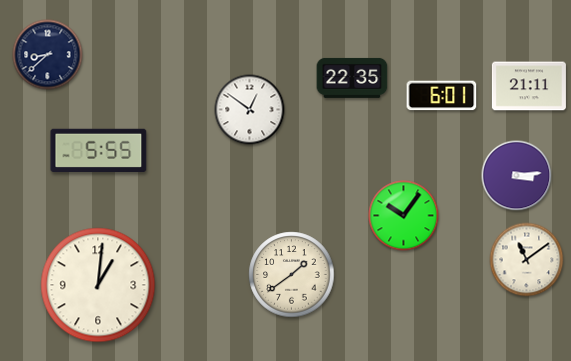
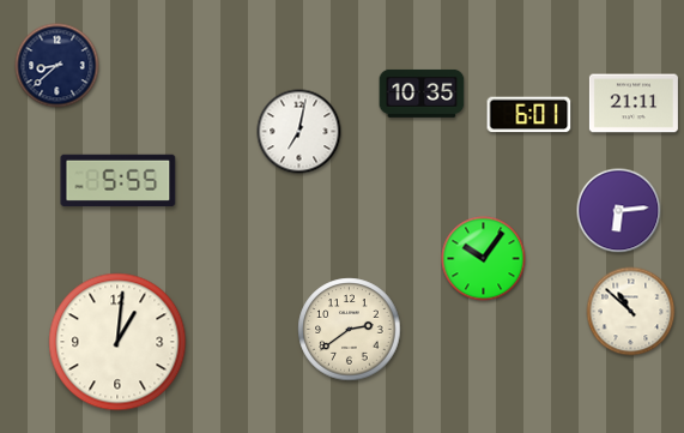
clock at (352, 78): 22:35 -> 10:35
clock at (250, 110): 12:51 -> 7:02
clock at (517, 176): 3:14 -> 6:14
clock at (527, 260): 11:09 -> 10:52
clock at (292, 275): 1:39 -> 2:39
